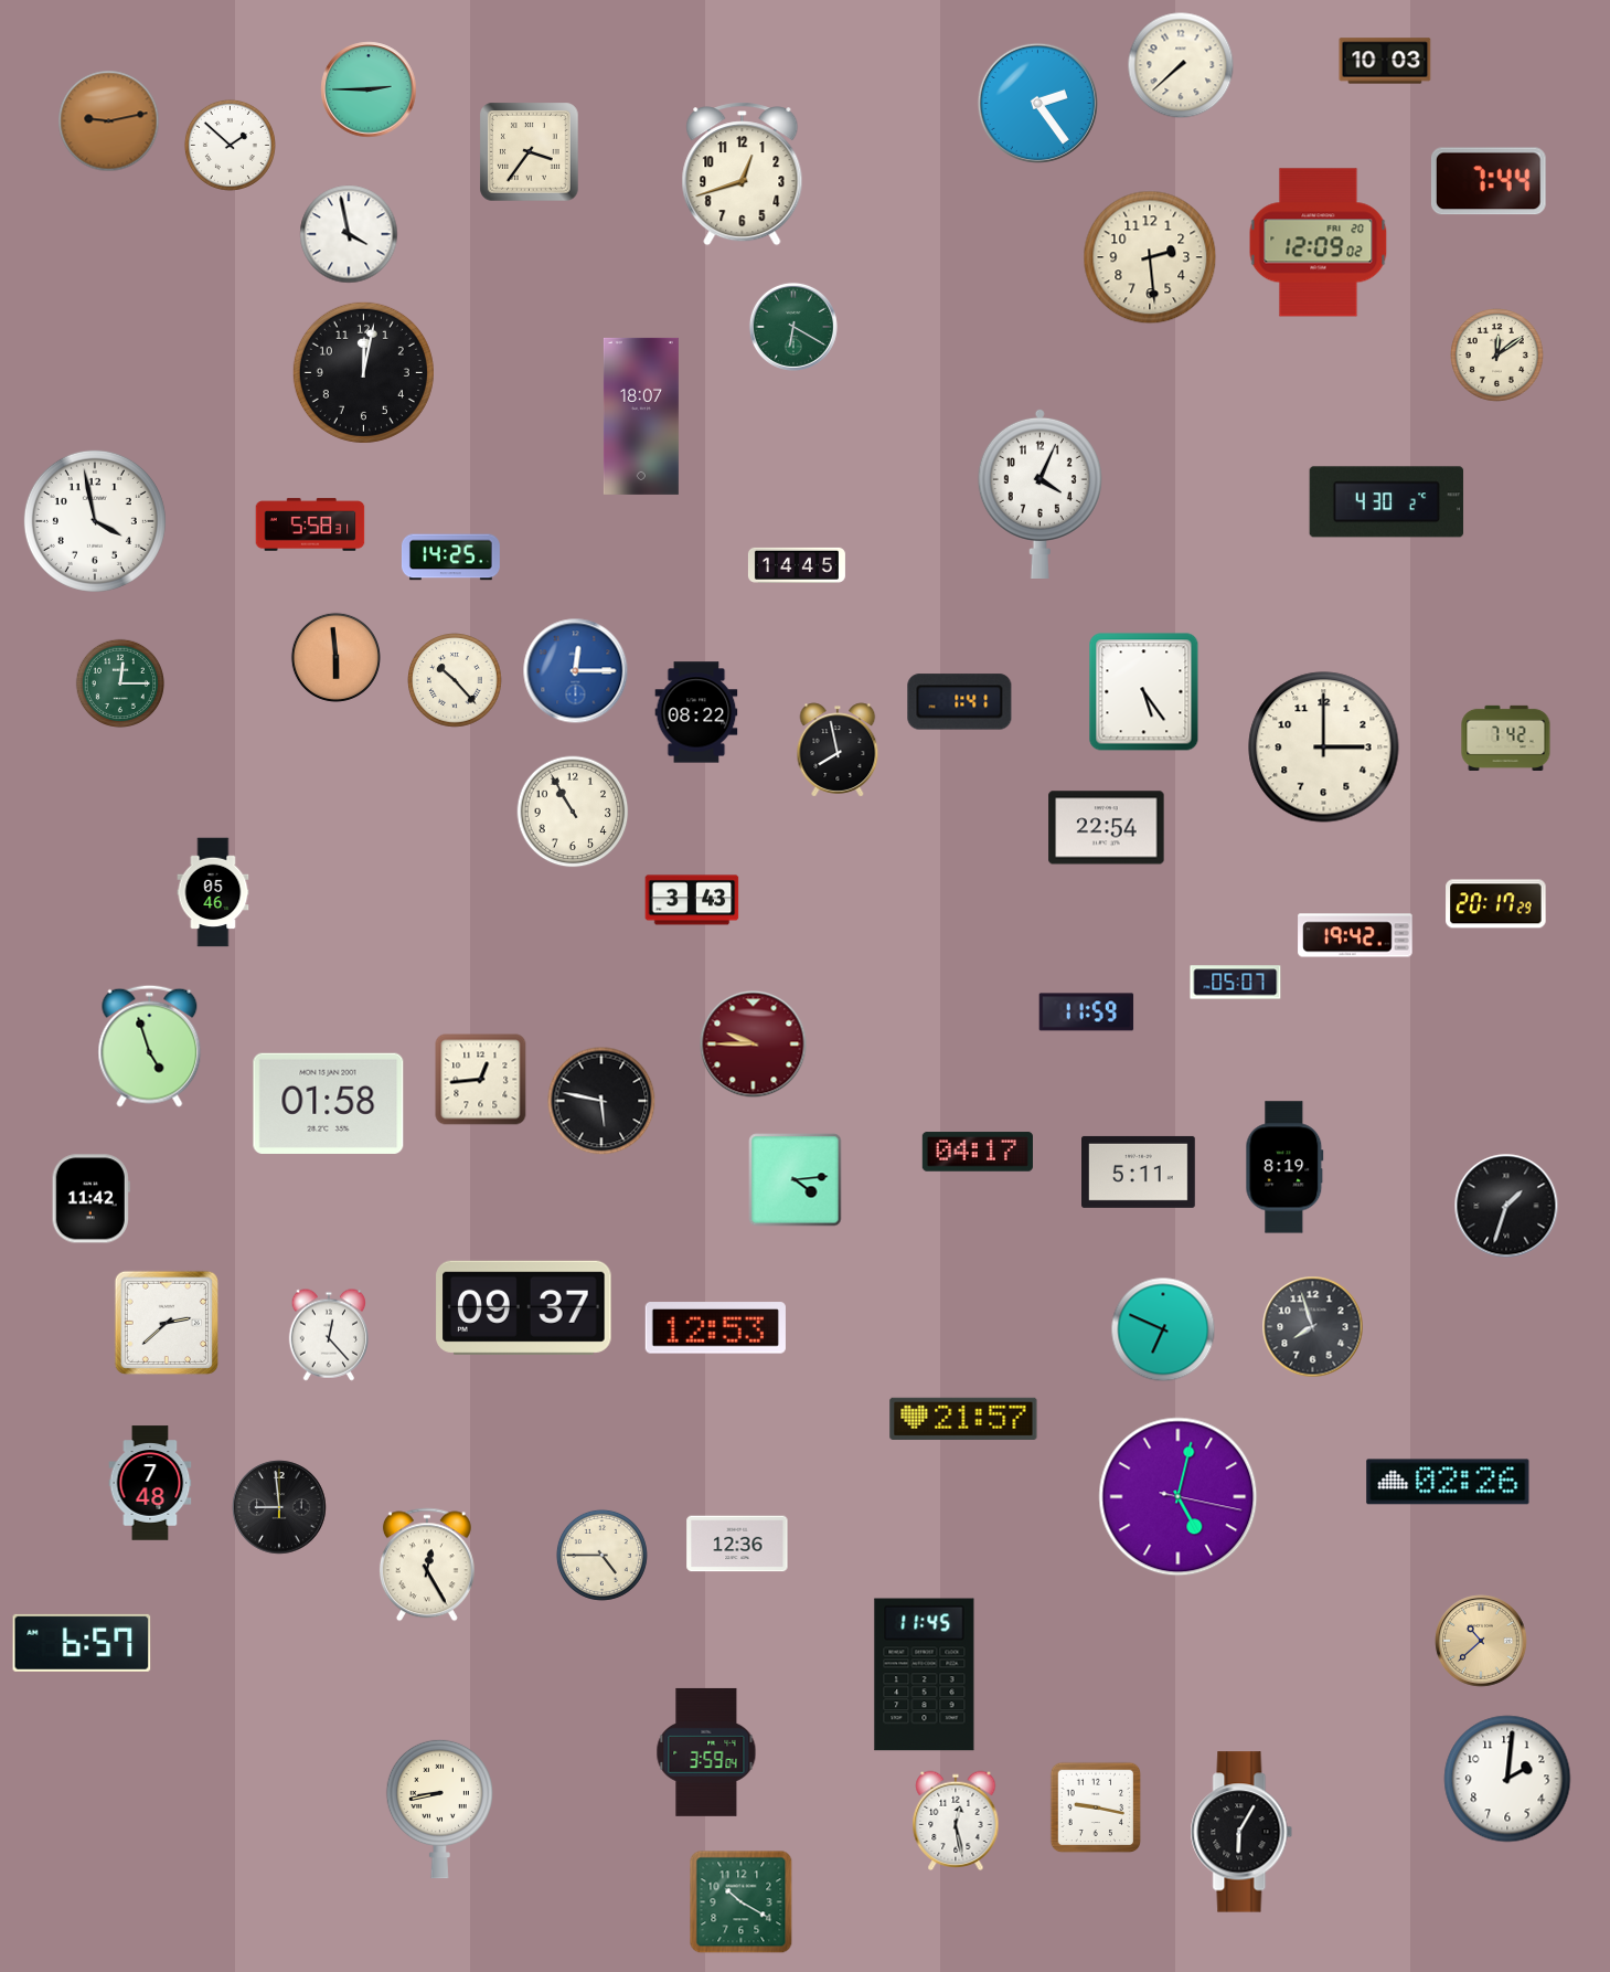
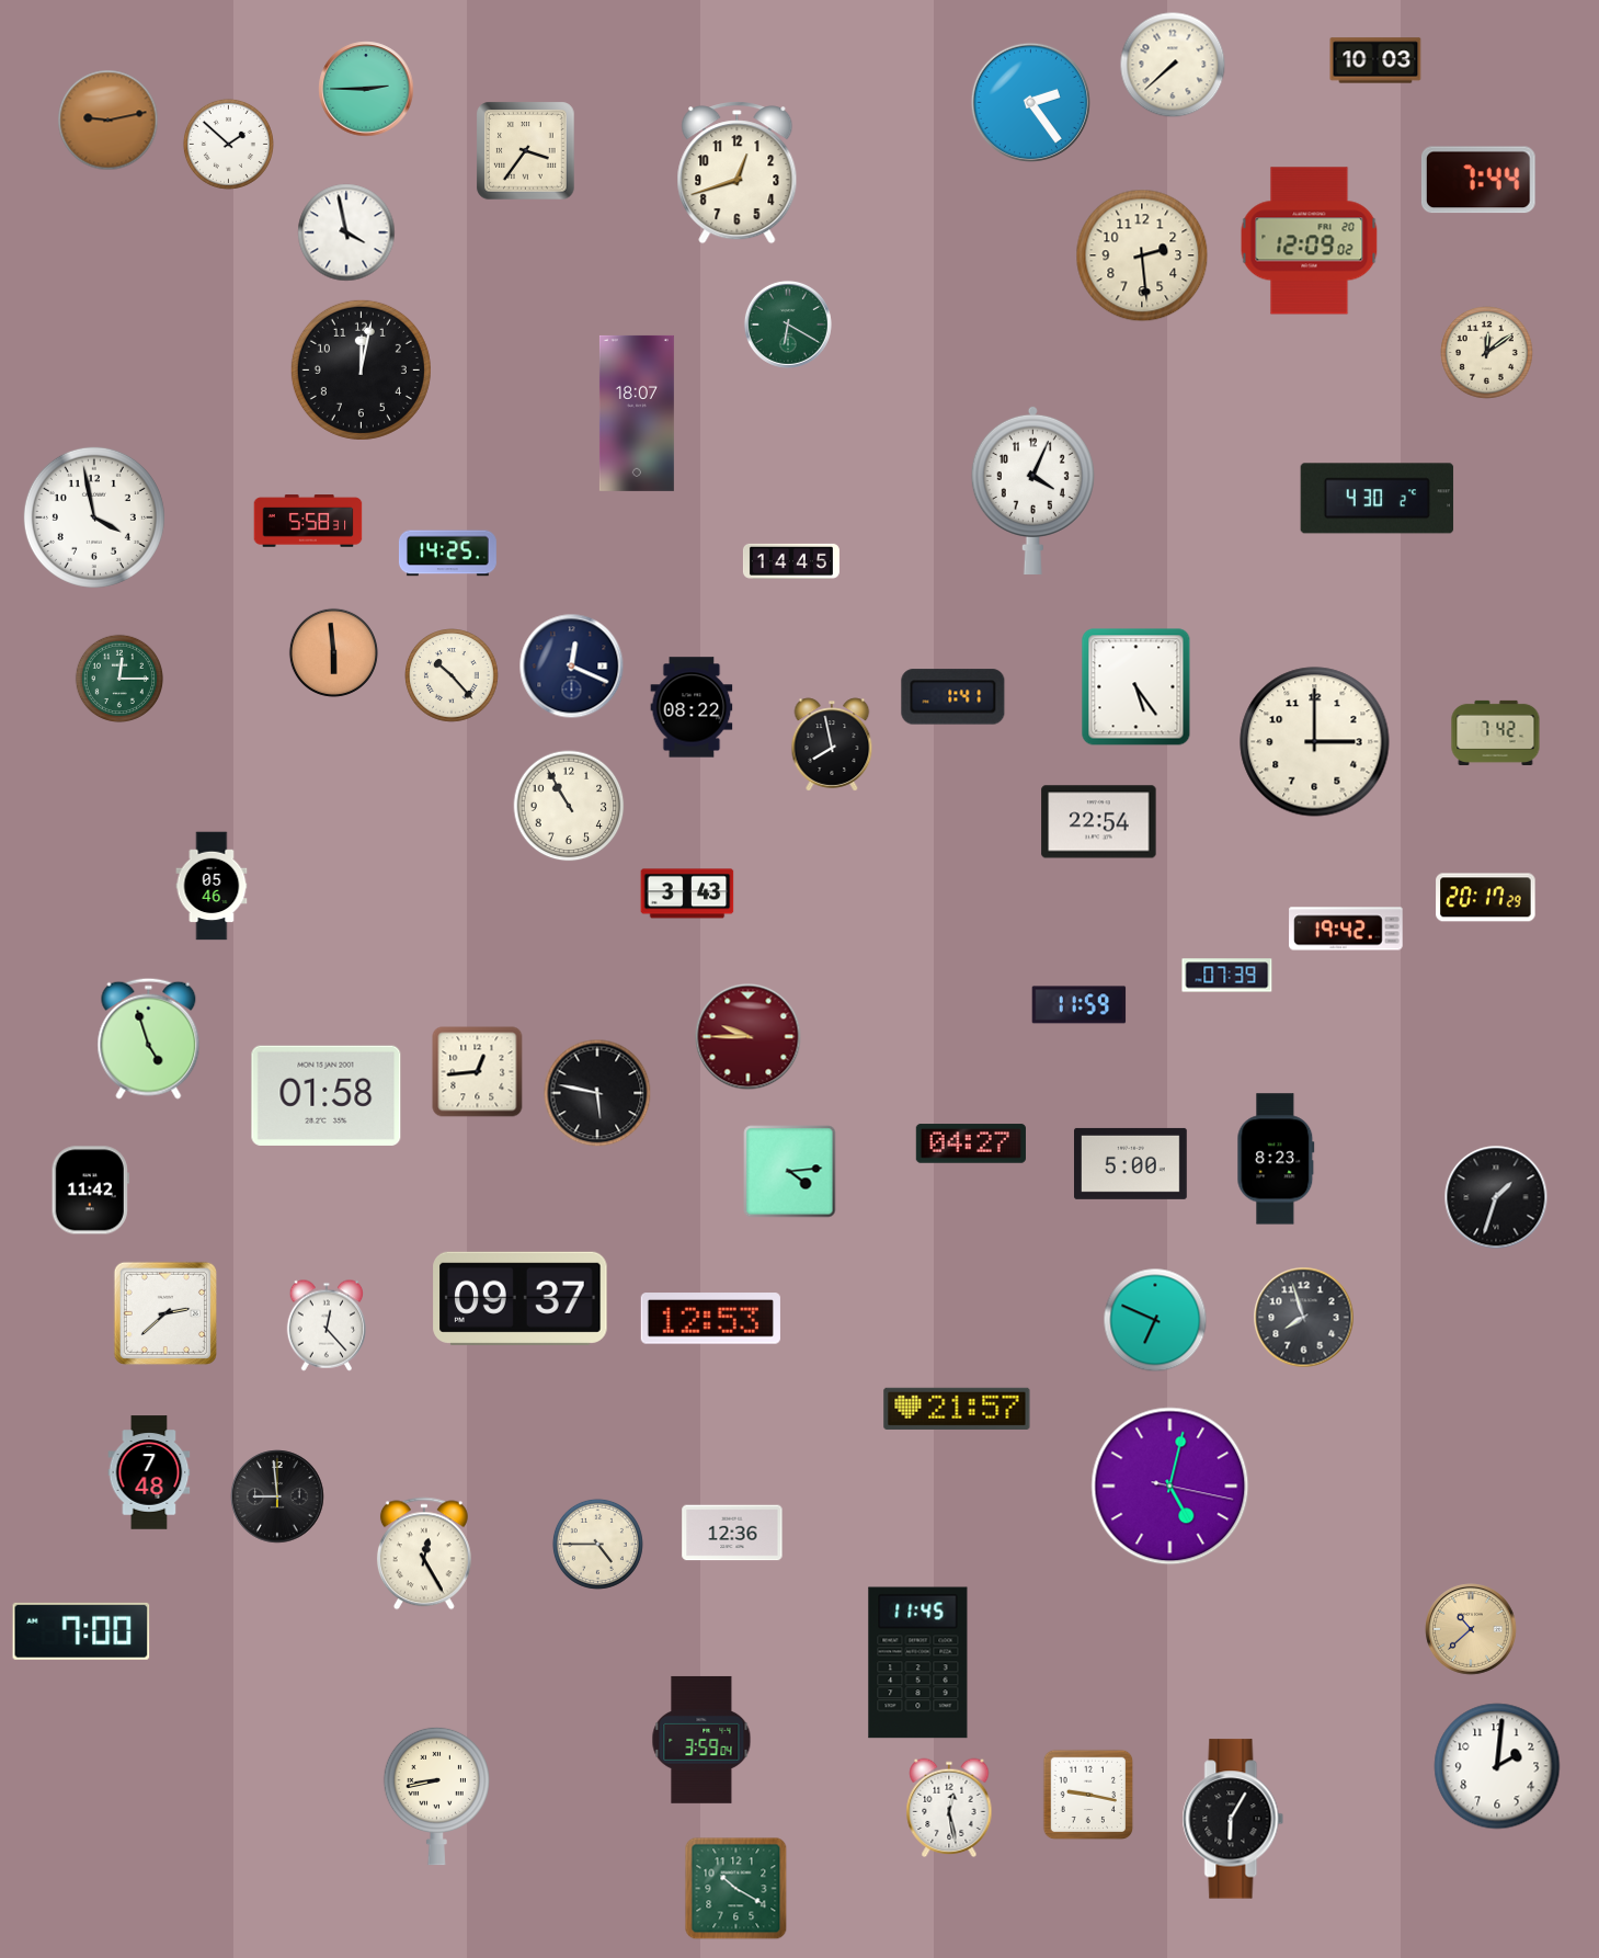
clock at (576, 671): 12:15 -> 12:19
clock at (576, 671) dial: blue -> navy
clock at (1236, 983): 05:07 -> 07:39
clock at (978, 1152): 04:17 -> 04:27
clock at (1284, 1167): 8:19 -> 8:23
clock at (1139, 1171): 5:11 -> 5:00
clock at (1448, 1482): 02:26 -> none
clock at (82, 1643): 6:57 -> 7:00
